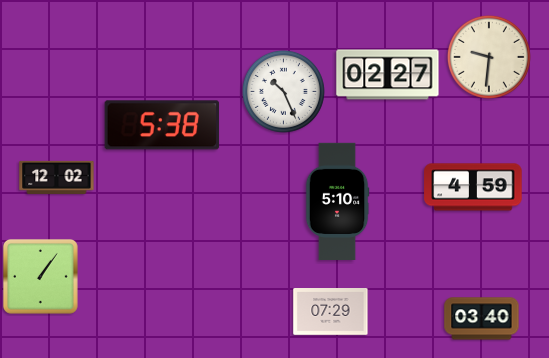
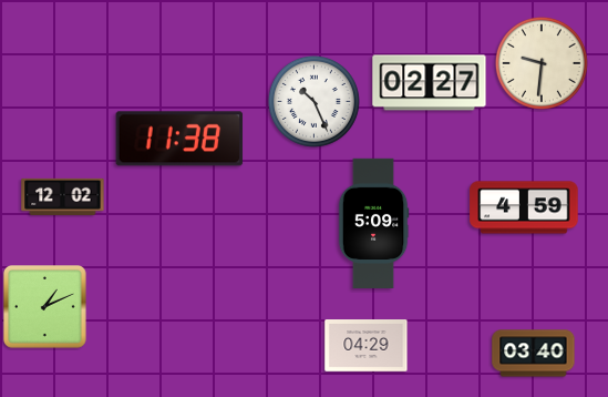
clock at (162, 125): 5:38 -> 11:38
clock at (337, 201): 5:10 -> 5:09
clock at (41, 277): 1:06 -> 1:11
clock at (331, 312): 07:29 -> 04:29
